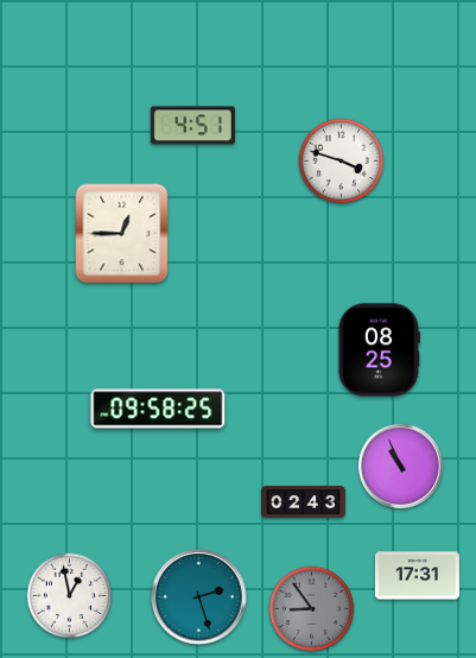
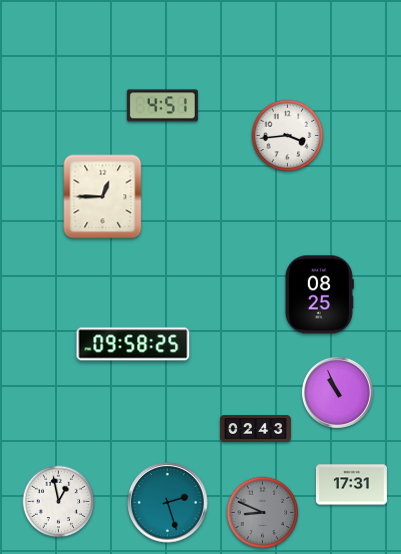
clock at (342, 162): 3:48 -> 3:44
clock at (303, 502) position: (303, 502) -> (255, 429)
clock at (312, 609): 8:54 -> 8:49
